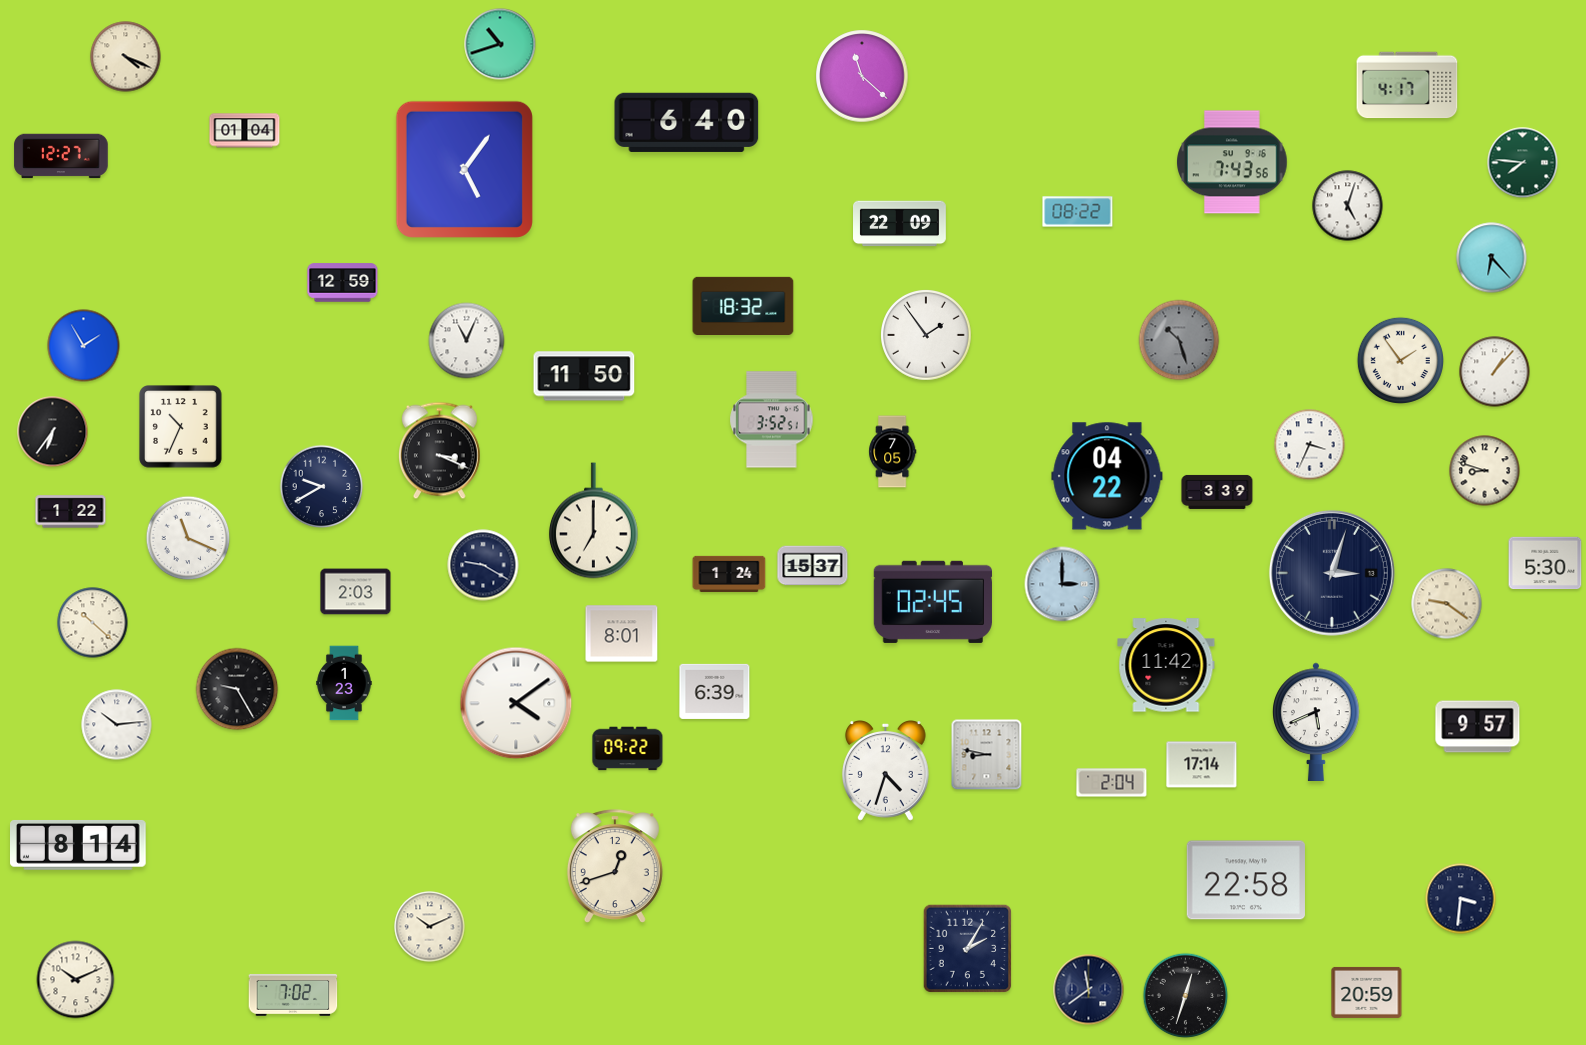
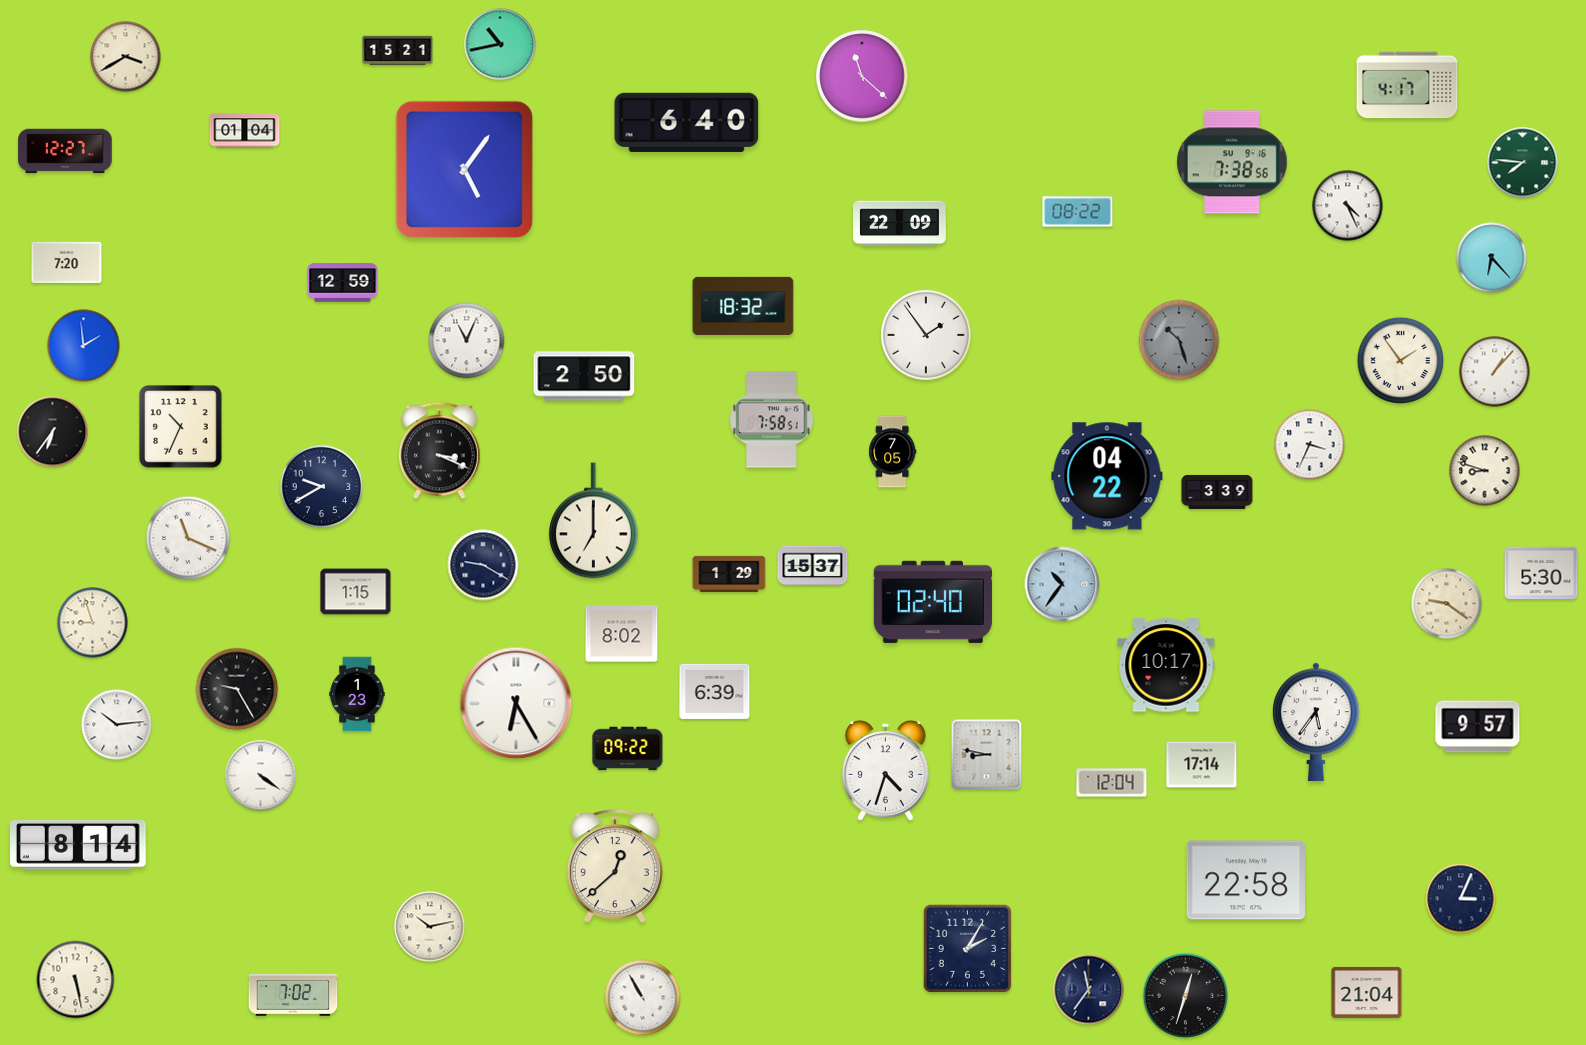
clock at (500, 44): 10:42 -> 10:43
clock at (398, 51): none -> 15:21
clock at (126, 57): 4:19 -> 3:40
clock at (61, 156) position: (61, 156) -> (65, 151)
clock at (1232, 162): 7:43 -> 7:38
clock at (1348, 206): 5:03 -> 4:26
clock at (67, 262): none -> 7:20
clock at (84, 346): 1:55 -> 1:59
clock at (584, 376): 11:50 -> 2:50
clock at (772, 420): 3:52 -> 7:58
clock at (71, 512): 1:22 -> none
clock at (1545, 563) position: (1545, 563) -> (1541, 573)
clock at (1332, 573): 3:03 -> none
clock at (729, 574): 1:24 -> 1:29
clock at (1062, 584): 3:00 -> 10:36
clock at (356, 592): 2:03 -> 1:15
clock at (933, 602): 02:45 -> 02:40
clock at (93, 623): 10:22 -> 8:57
clock at (622, 634): 8:01 -> 8:02
clock at (1166, 665): 11:42 -> 10:17
clock at (344, 683) position: (344, 683) -> (357, 694)
clock at (516, 703): 4:09 -> 6:25
clock at (1316, 721): 5:41 -> 5:36
clock at (261, 776): none -> 4:21
clock at (1112, 783): 2:04 -> 12:04
clock at (615, 866): 12:42 -> 12:38
clock at (1461, 899): 3:31 -> 3:04
clock at (430, 927): 10:11 -> 10:13
clock at (76, 980): 10:11 -> 5:28
clock at (1089, 990): 11:39 -> 11:36
clock at (1367, 992): 20:59 -> 21:04
clock at (643, 998): none -> 10:55
